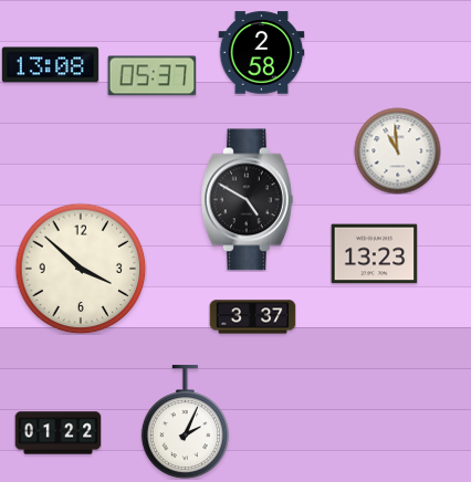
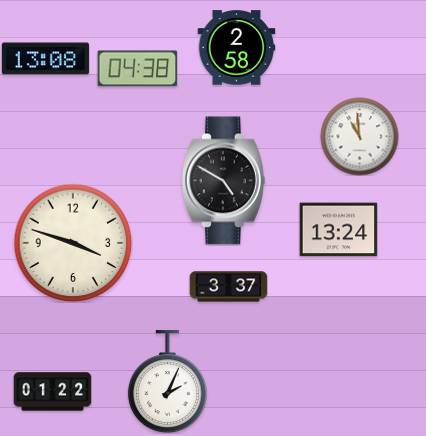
clock at (151, 76): 05:37 -> 04:38
clock at (374, 254): 13:23 -> 13:24
clock at (81, 269): 3:52 -> 3:48
